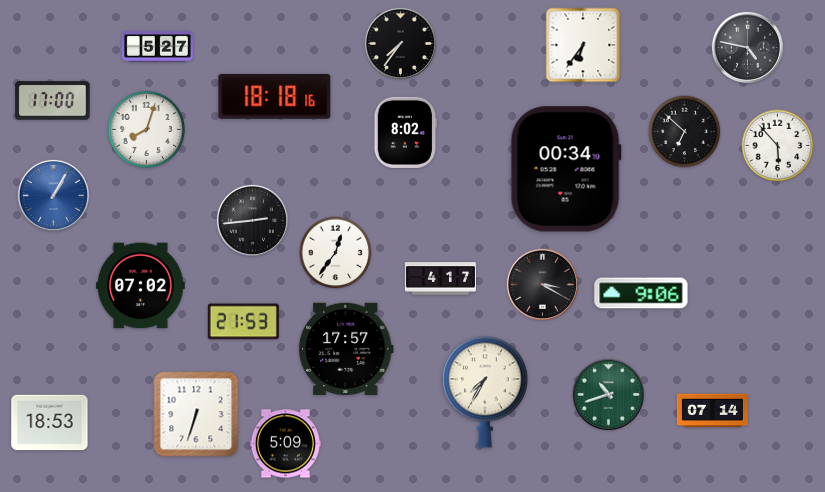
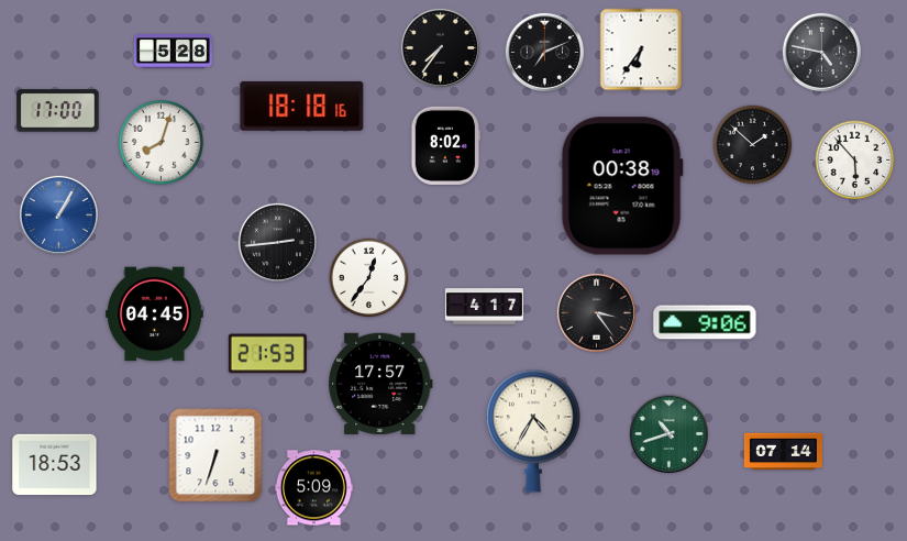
clock at (157, 47): 5:27 -> 5:28
clock at (544, 52): none -> 7:11
clock at (685, 132): 6:52 -> 1:52
clock at (566, 169): 00:34 -> 00:38
clock at (542, 284): 3:20 -> 3:24
clock at (140, 286): 07:02 -> 04:45
clock at (485, 392): 7:35 -> 4:35
